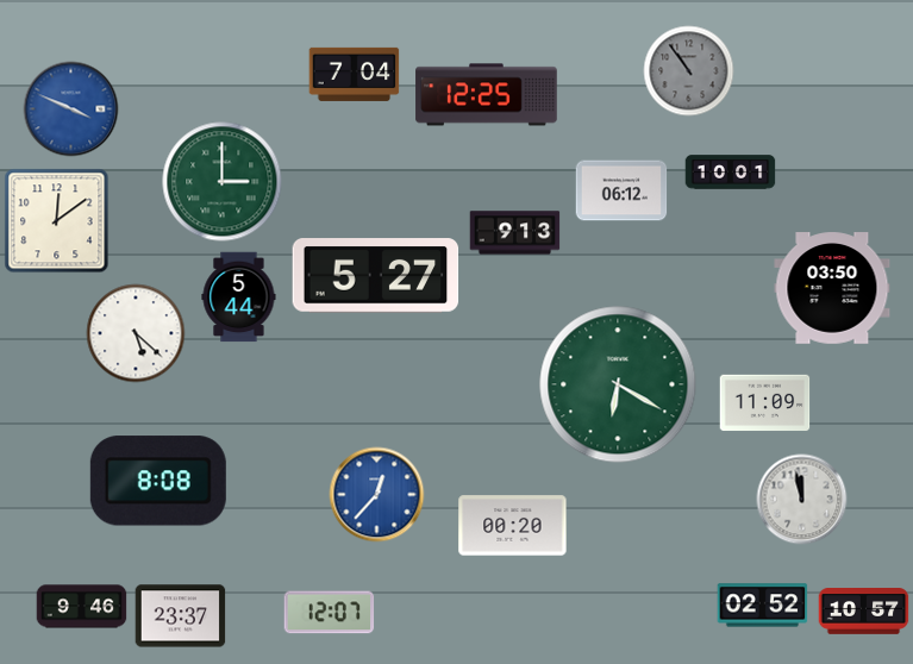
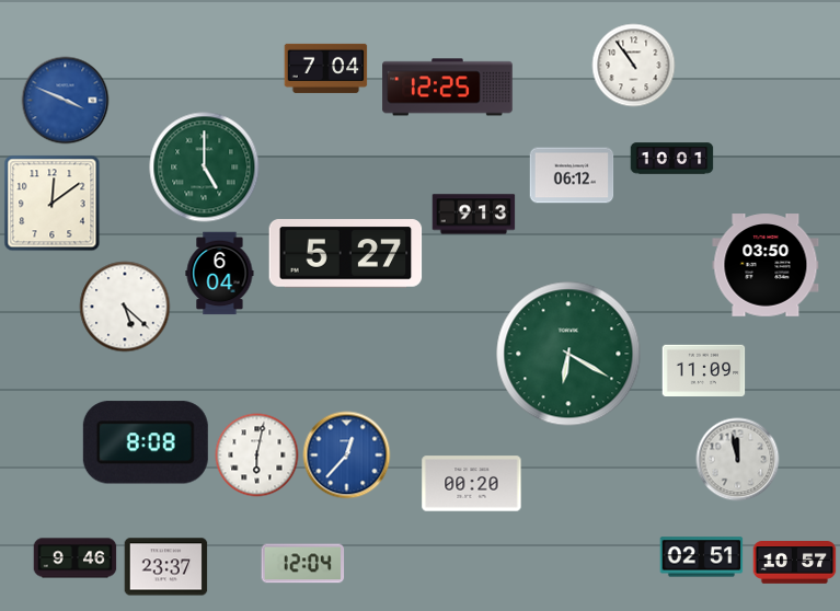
clock at (689, 71) dial: grey -> white
clock at (223, 182): 3:00 -> 5:00
clock at (239, 297): 5:44 -> 6:04
clock at (257, 456): none -> 6:02
clock at (763, 606): 02:52 -> 02:51
clock at (330, 613): 12:07 -> 12:04
